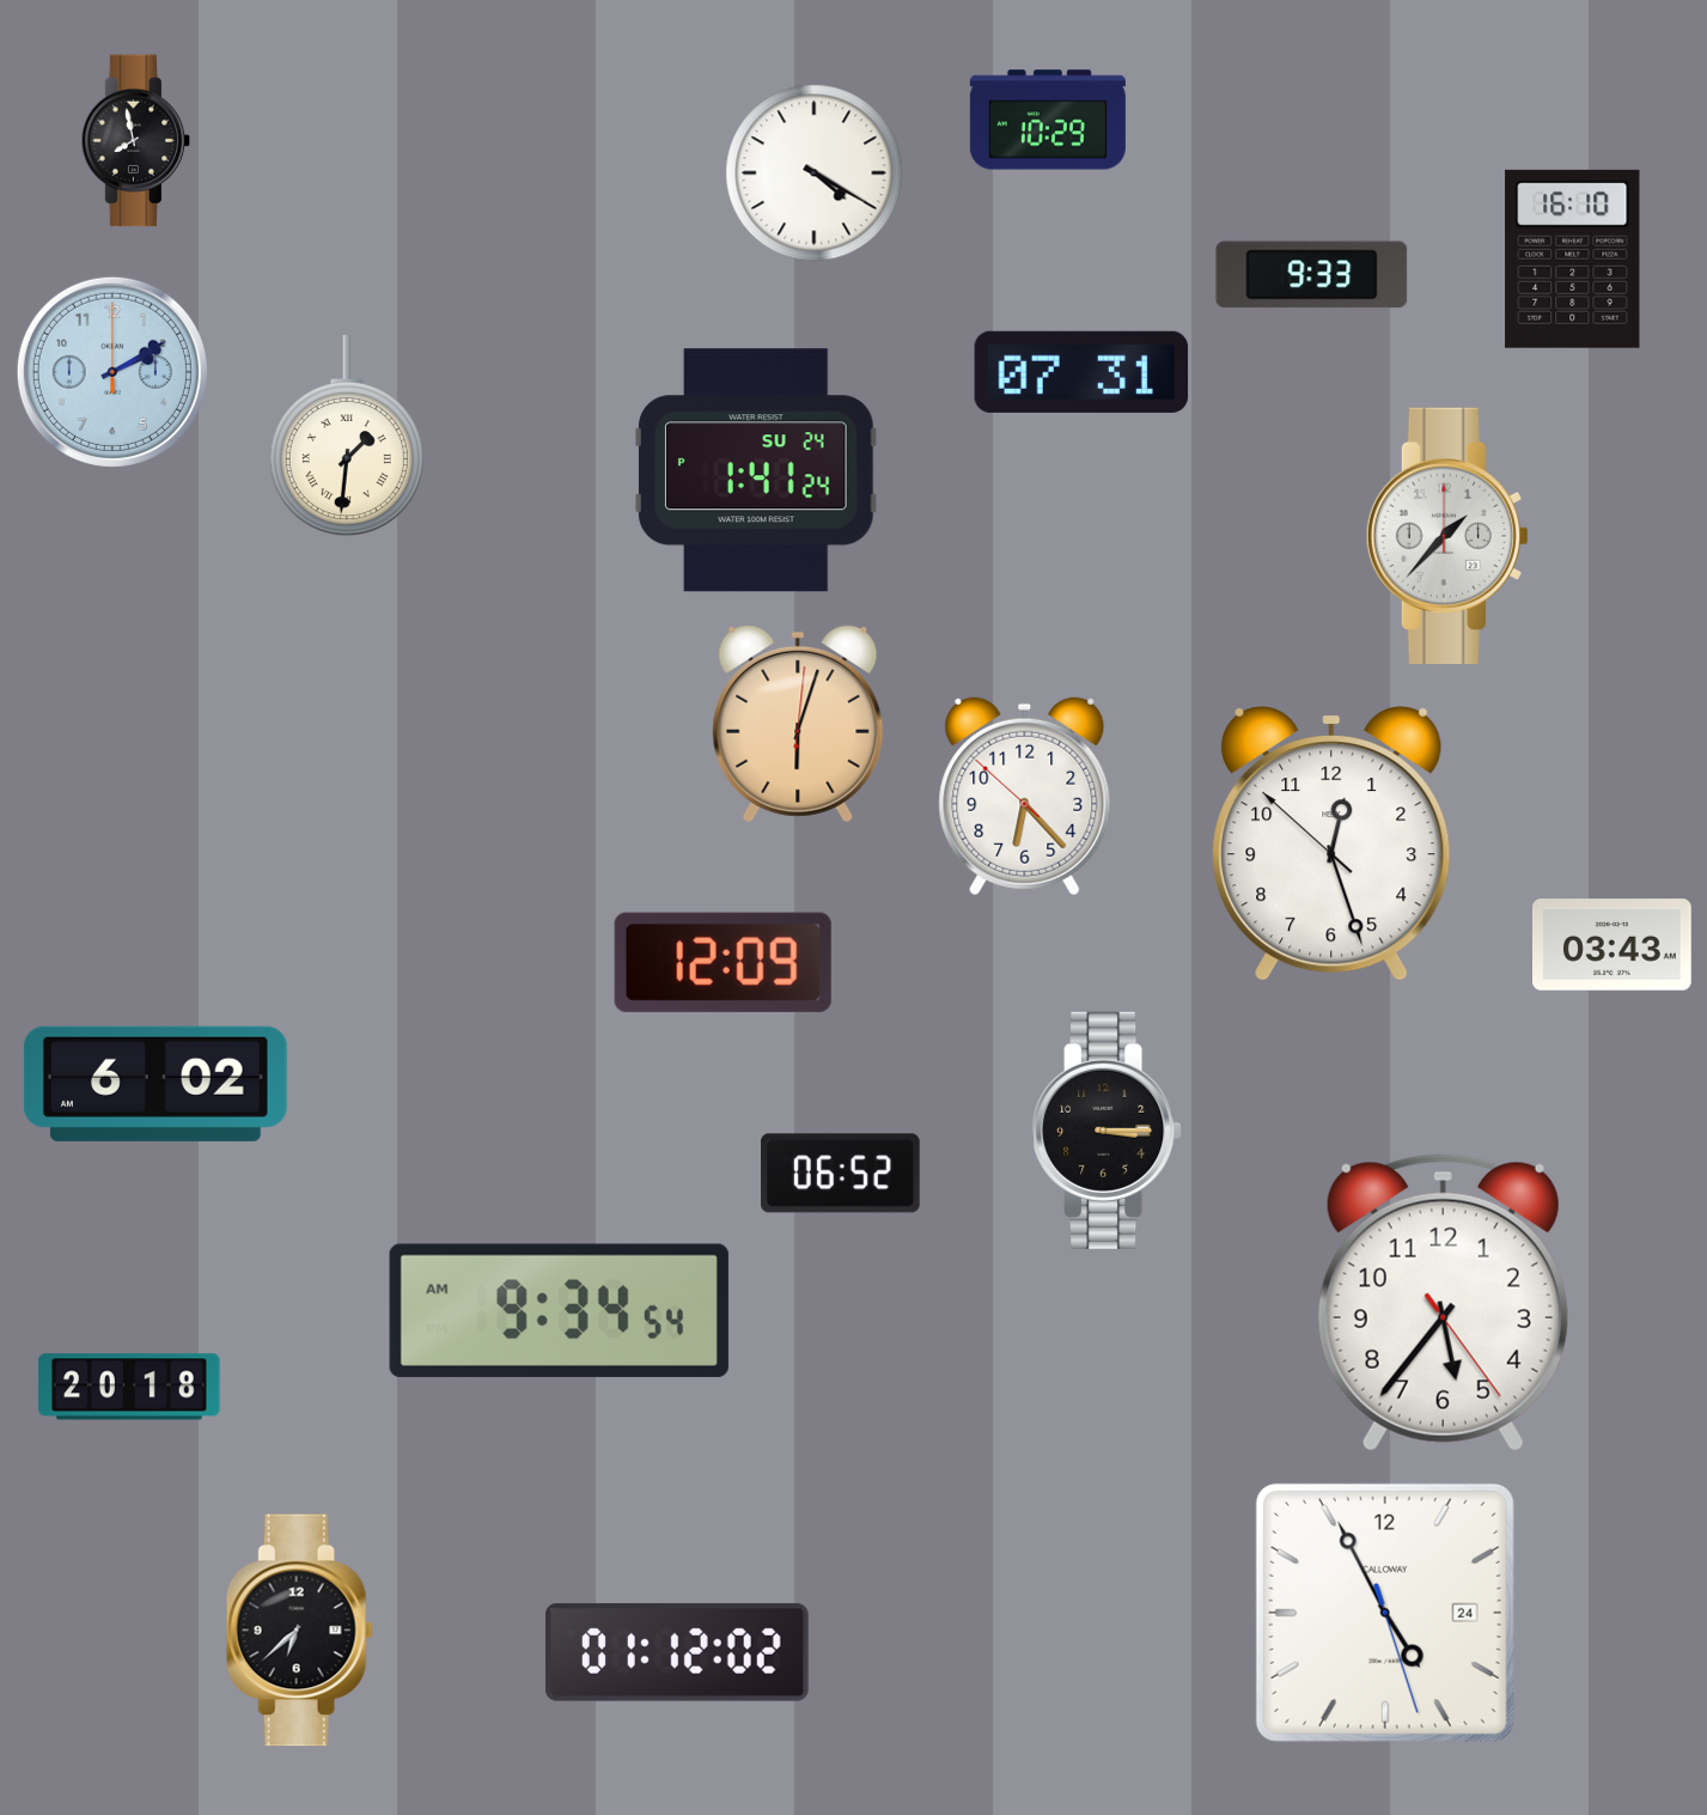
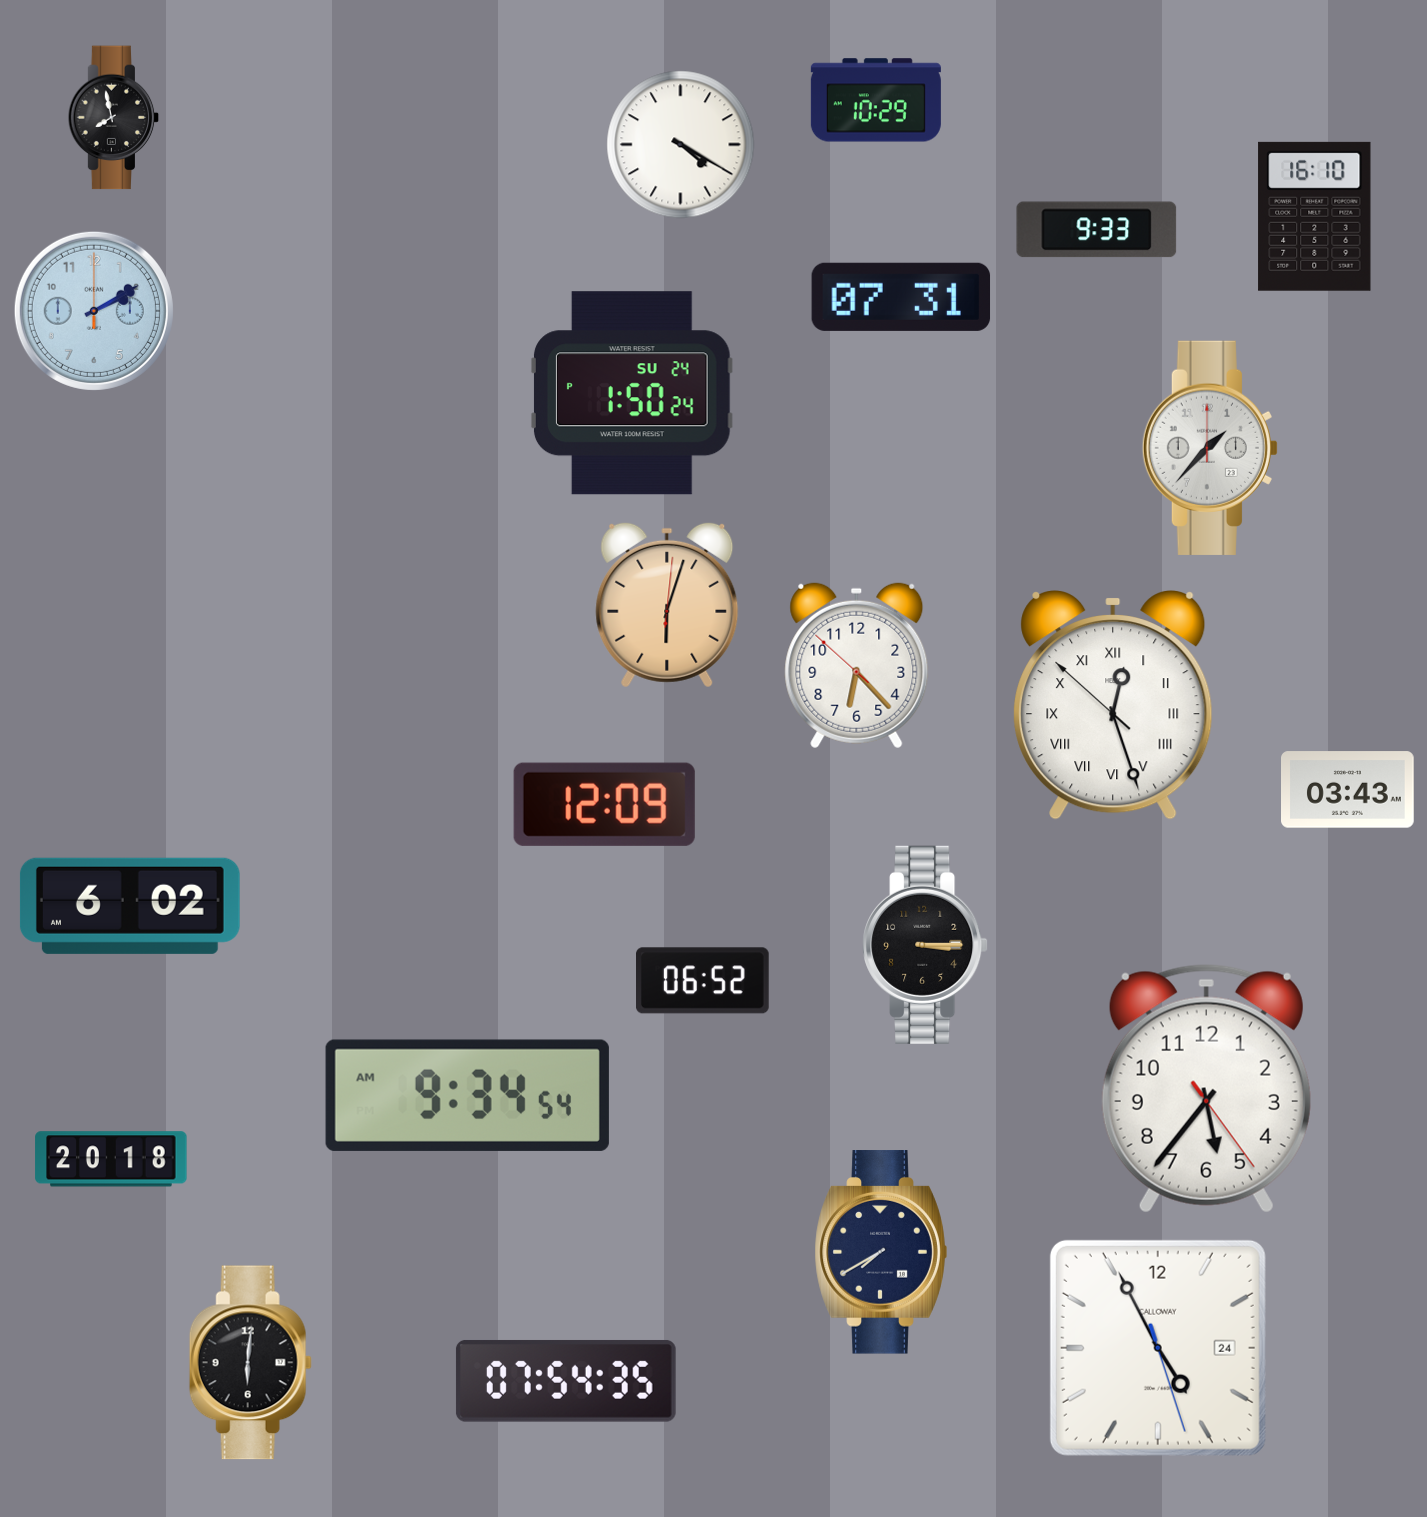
clock at (1081, 372) position: (1081, 372) -> (901, 297)
clock at (347, 437): 1:31 -> none
clock at (757, 470): 1:41 -> 1:50
clock at (1331, 845) numerals: Arabic -> Roman
clock at (129, 1387) position: (129, 1387) -> (111, 1159)
clock at (881, 1252): none -> 7:40
clock at (299, 1631): 6:38 -> 6:01
clock at (677, 1652): 01:12 -> 07:54
